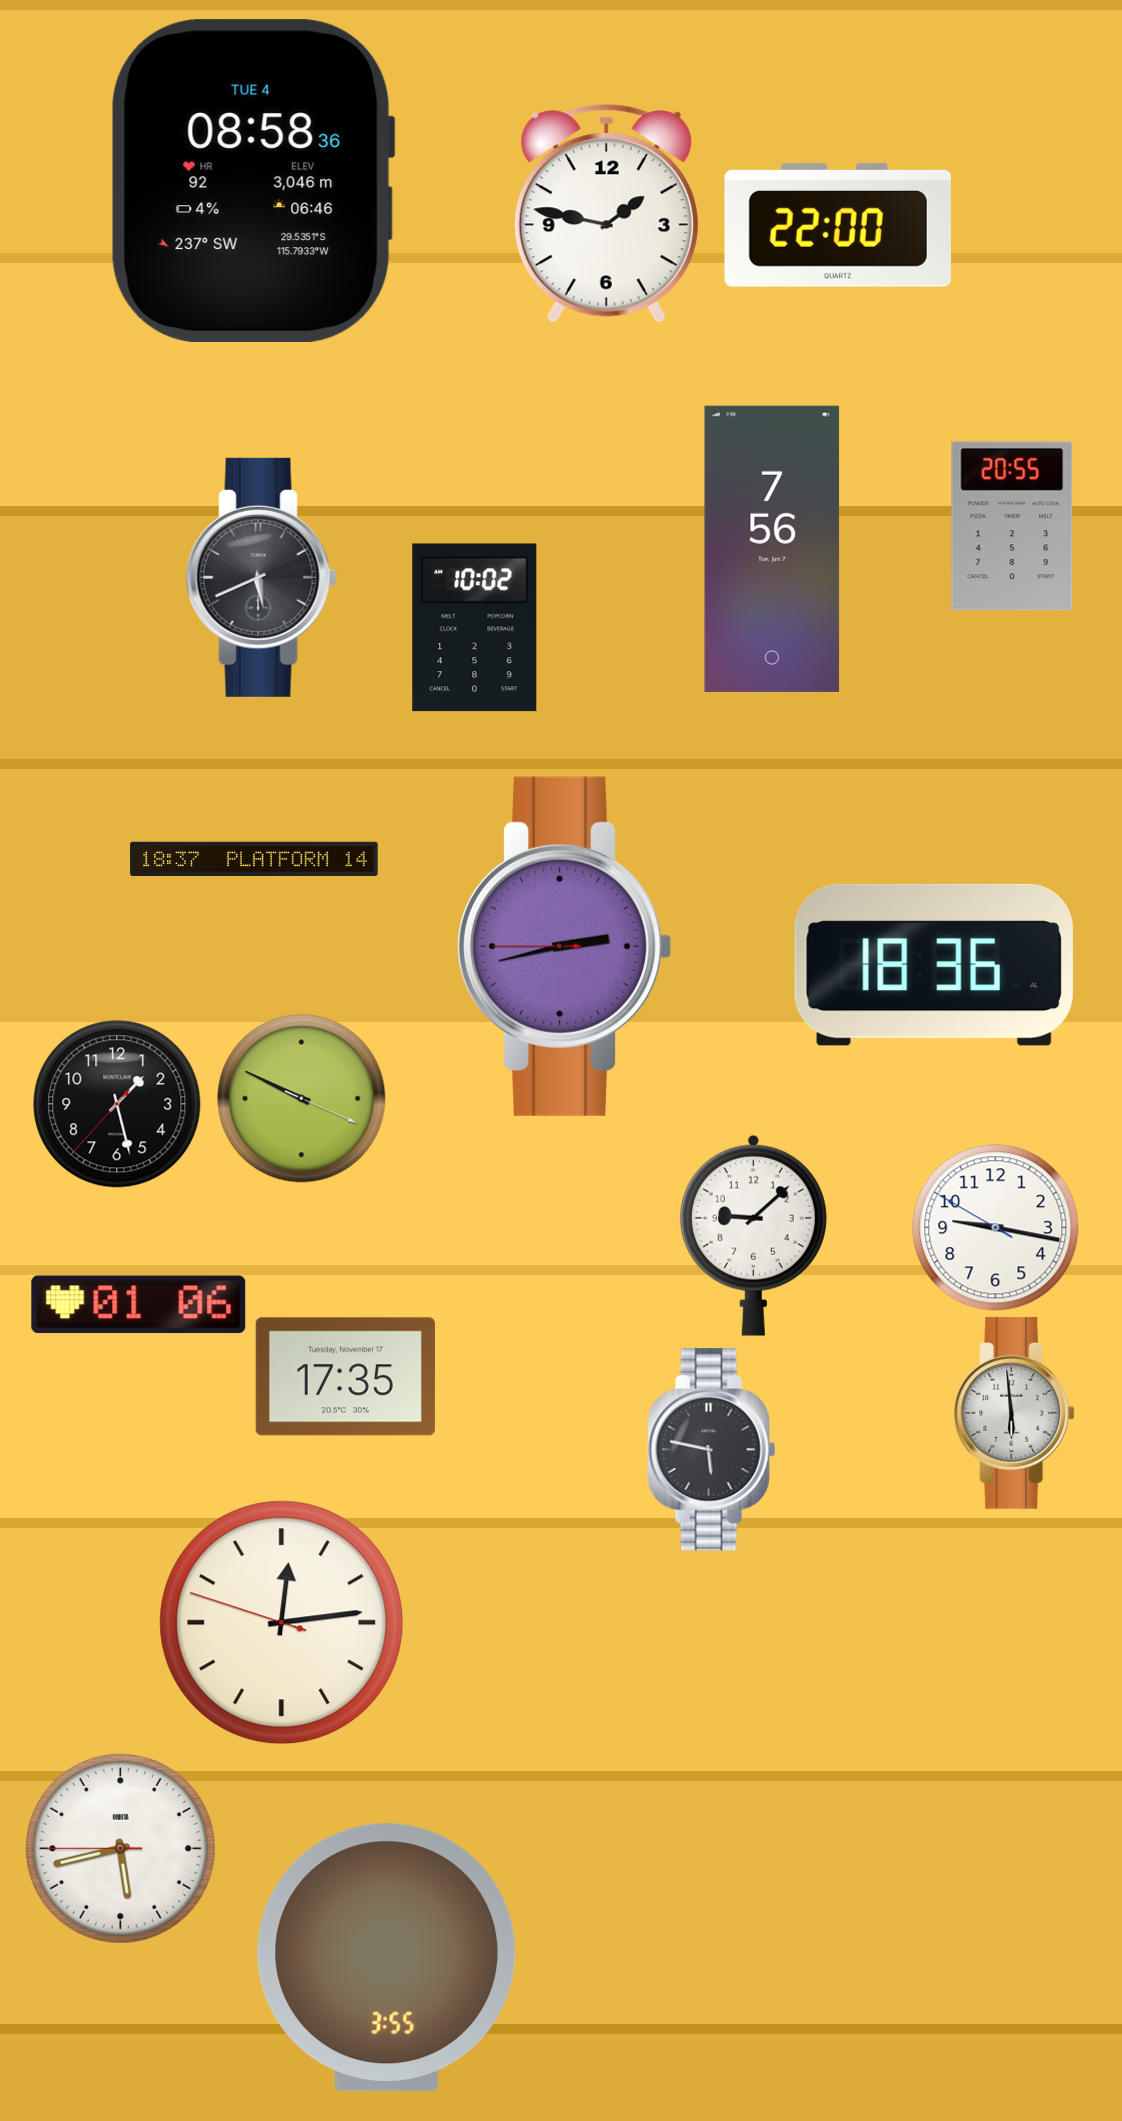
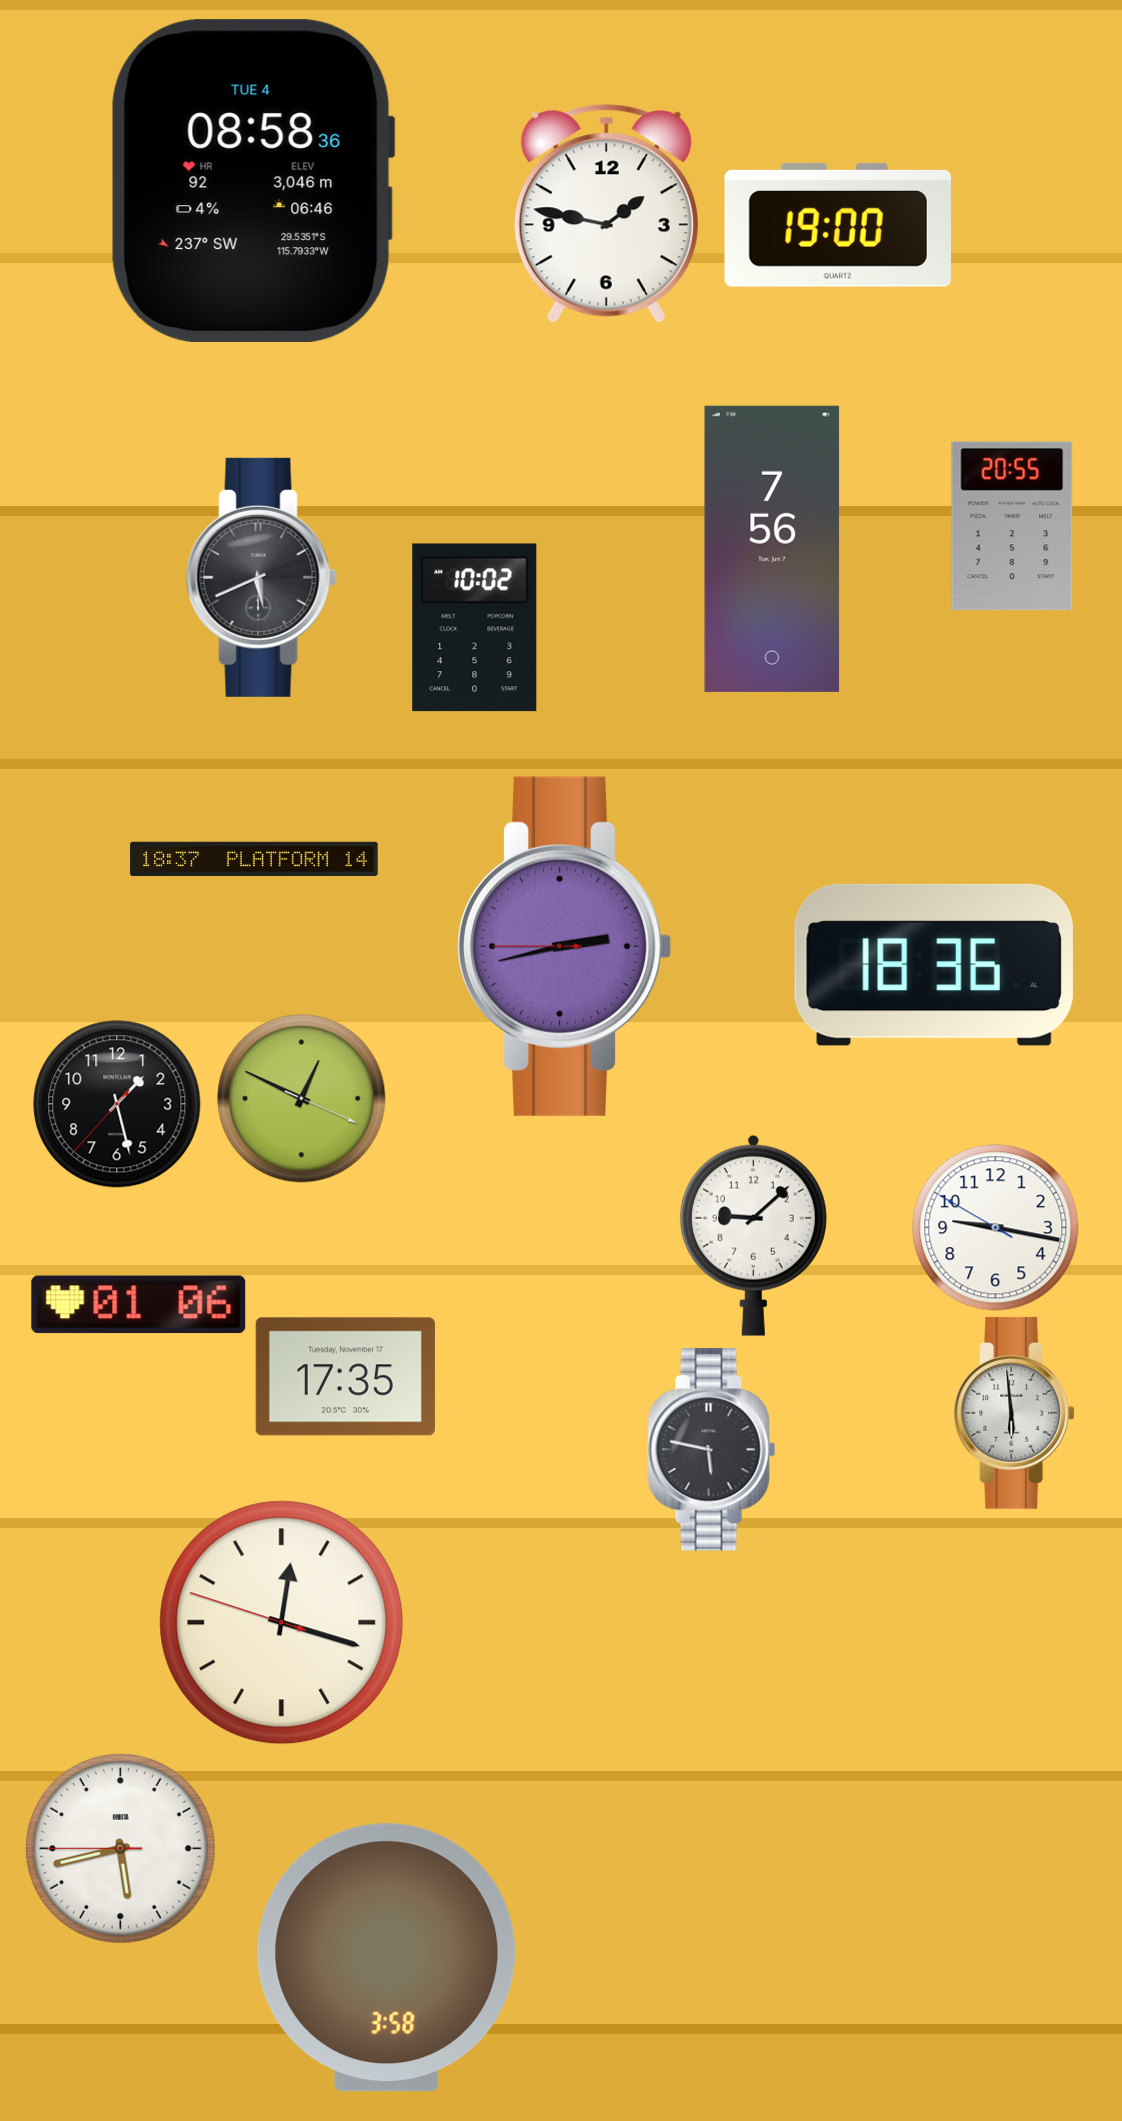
clock at (838, 225): 22:00 -> 19:00
clock at (302, 1099): 9:49 -> 12:49
clock at (282, 1623): 12:13 -> 12:17
clock at (387, 1958): 3:55 -> 3:58
